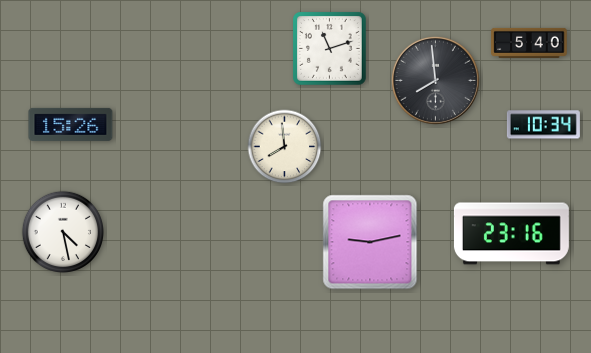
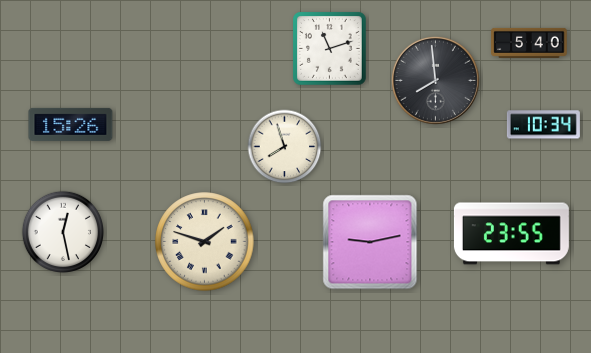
clock at (285, 147): 7:59 -> 7:57
clock at (63, 232): 4:28 -> 12:28
clock at (511, 234): 23:16 -> 23:55
clock at (205, 242): none -> 1:48
